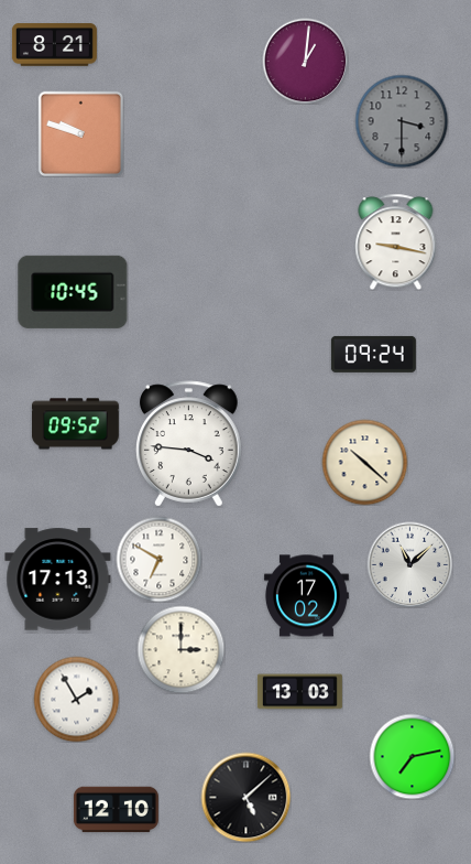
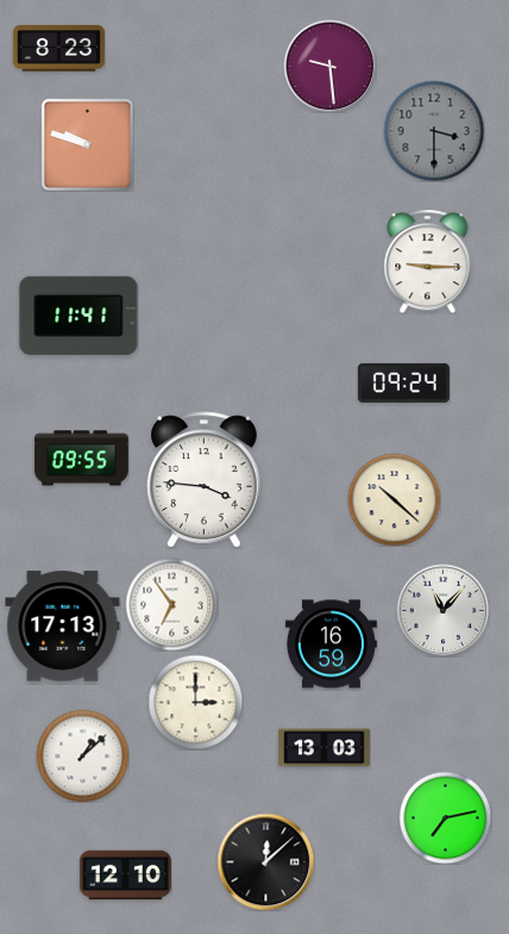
clock at (54, 45): 8:21 -> 8:23
clock at (305, 61): 1:01 -> 9:29
clock at (396, 241): 9:17 -> 9:15
clock at (73, 292): 10:45 -> 11:41
clock at (75, 424): 09:52 -> 09:55
clock at (158, 559): 6:50 -> 6:54
clock at (409, 564): 11:08 -> 11:07
clock at (306, 596): 17:02 -> 16:59
clock at (76, 699): 1:55 -> 1:08
clock at (245, 797): 5:08 -> 12:08
